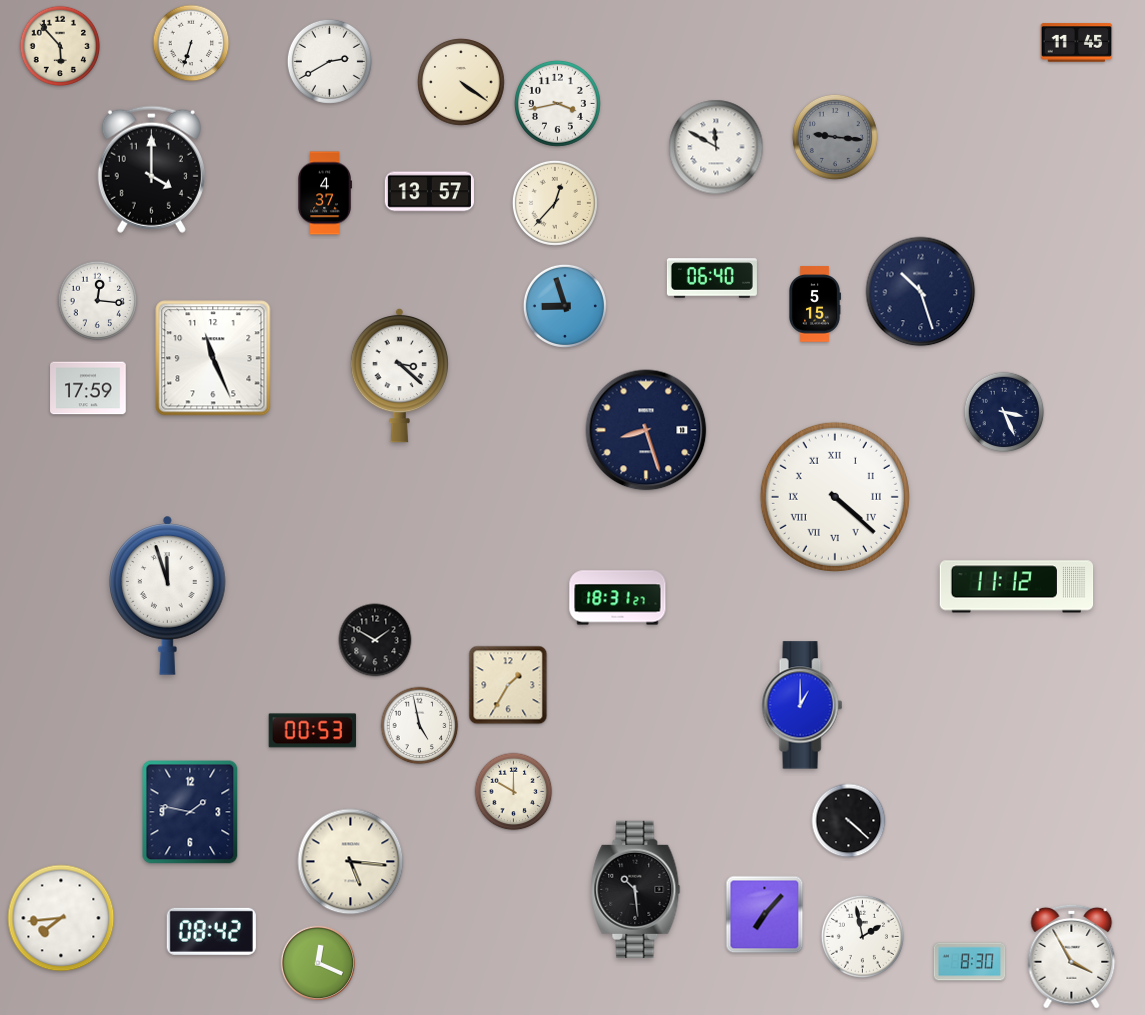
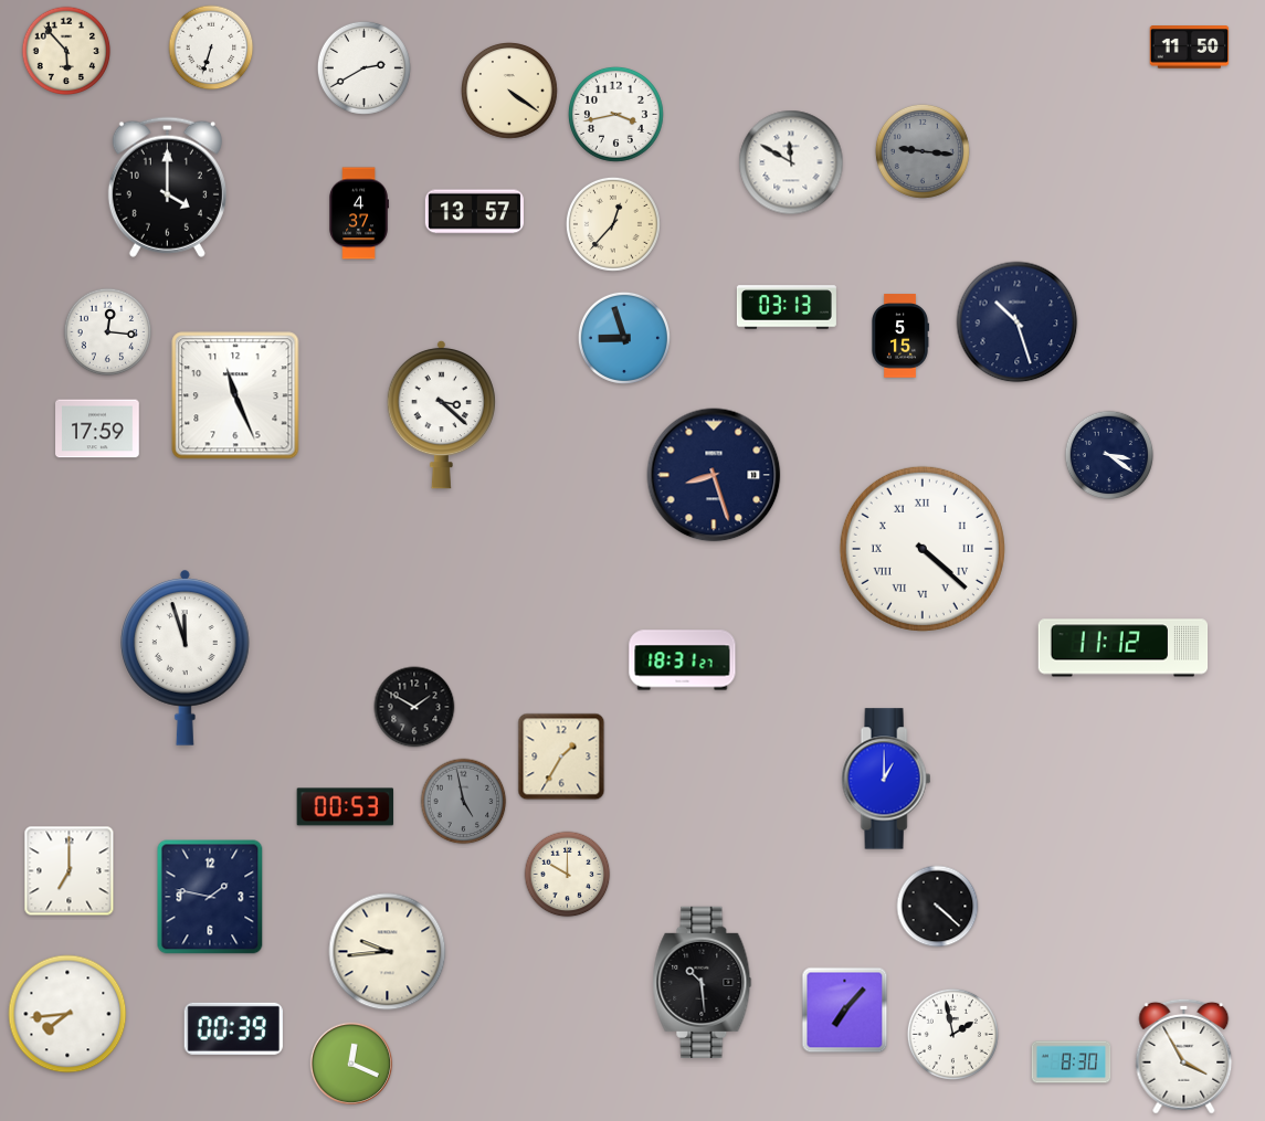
clock at (1077, 43): 11:45 -> 11:50
clock at (712, 278): 06:40 -> 03:13
clock at (1004, 412): 3:26 -> 3:21
clock at (420, 726) dial: white -> grey
clock at (70, 871): none -> 7:00
clock at (351, 862): 5:16 -> 9:44
clock at (211, 931): 08:42 -> 00:39
